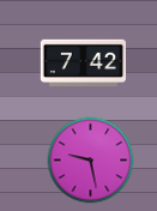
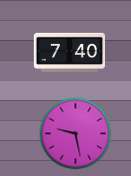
clock at (83, 64): 7:42 -> 7:40
